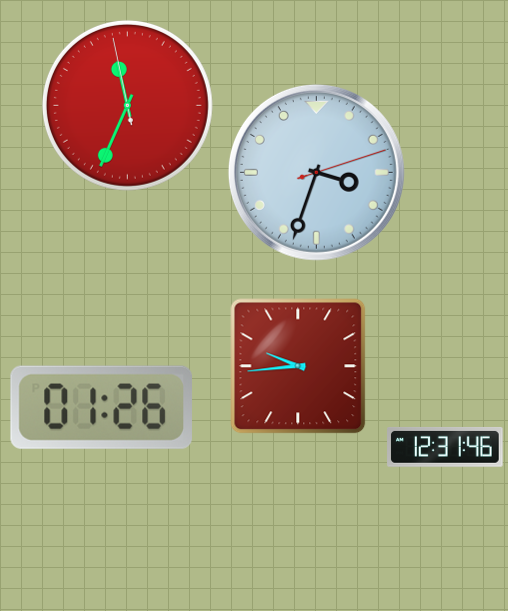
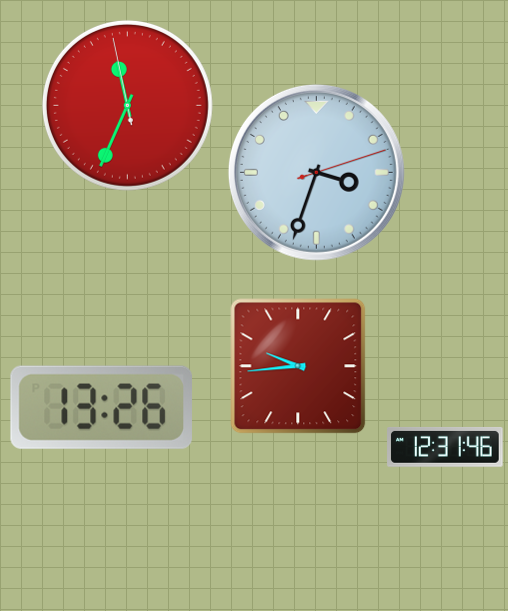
clock at (101, 407): 01:26 -> 13:26
